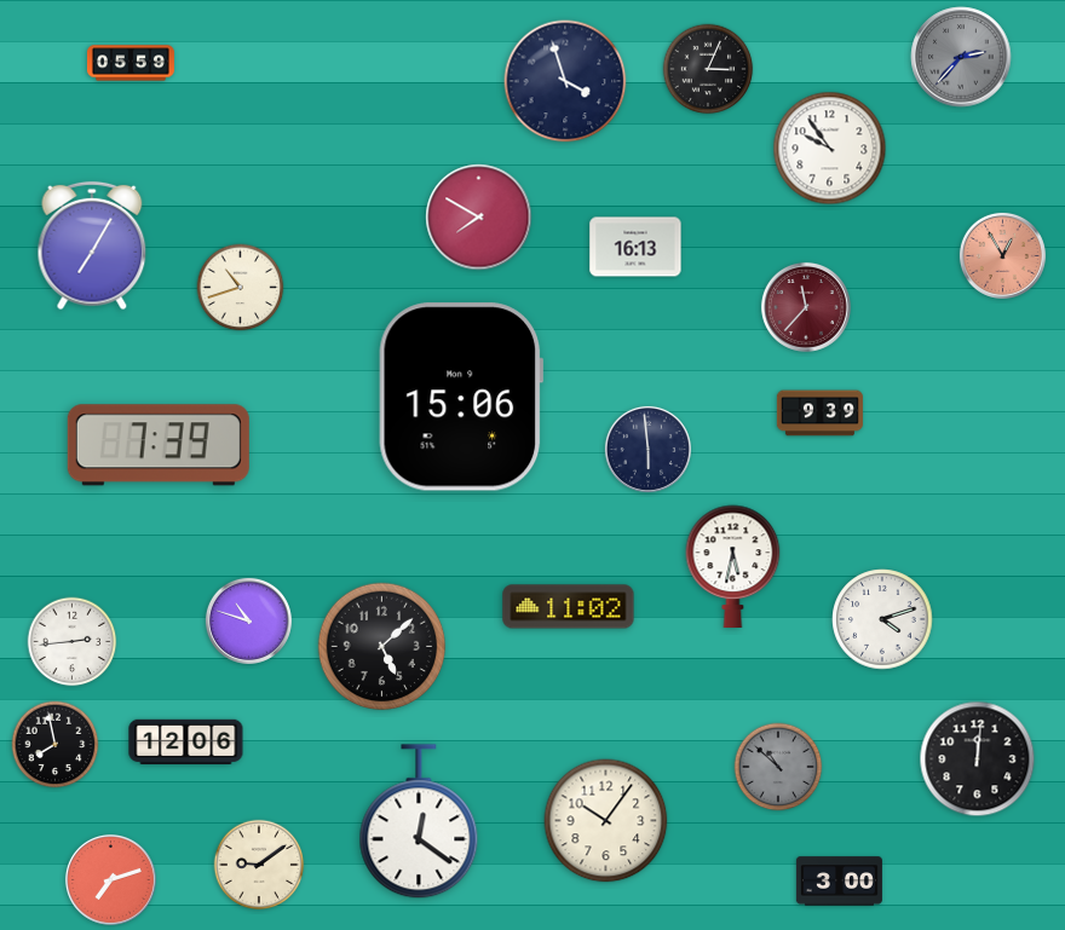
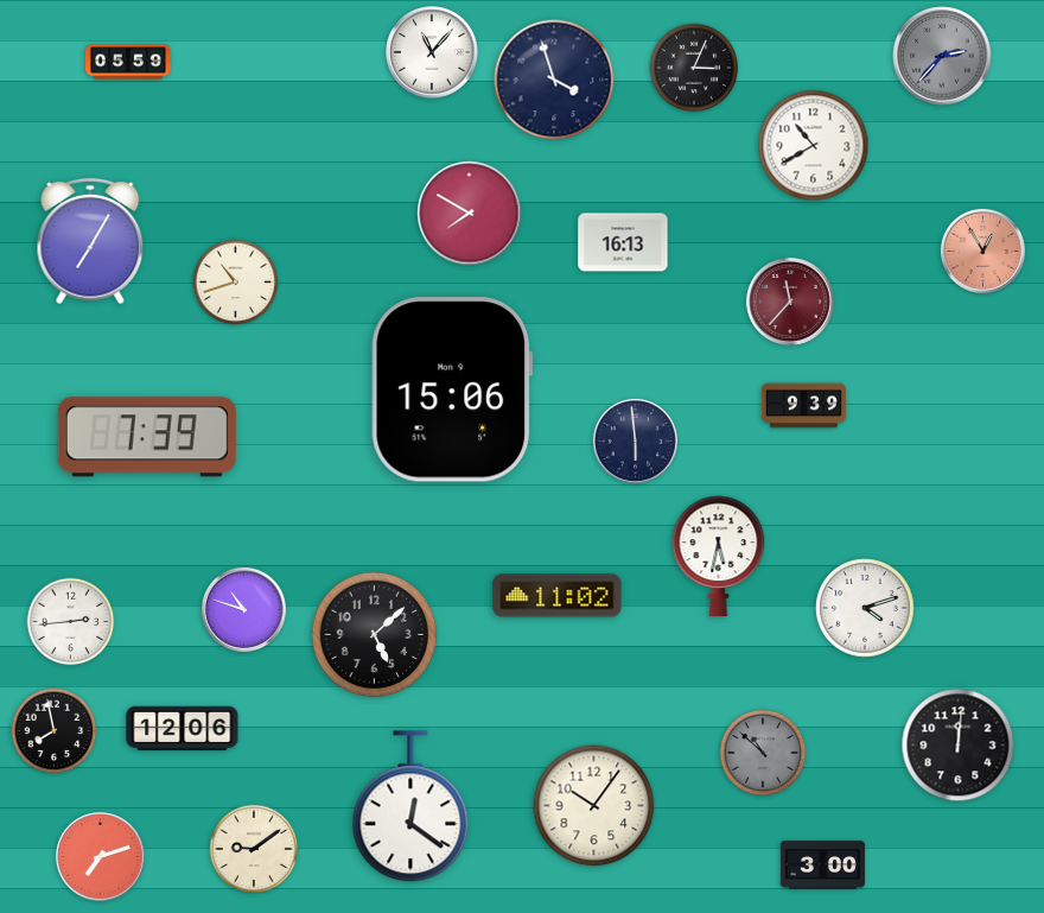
clock at (433, 53): none -> 11:07
clock at (830, 149): 9:54 -> 10:40
clock at (159, 445) position: (159, 445) -> (147, 437)
clock at (73, 642) position: (73, 642) -> (71, 622)
clock at (110, 879) position: (110, 879) -> (100, 856)
